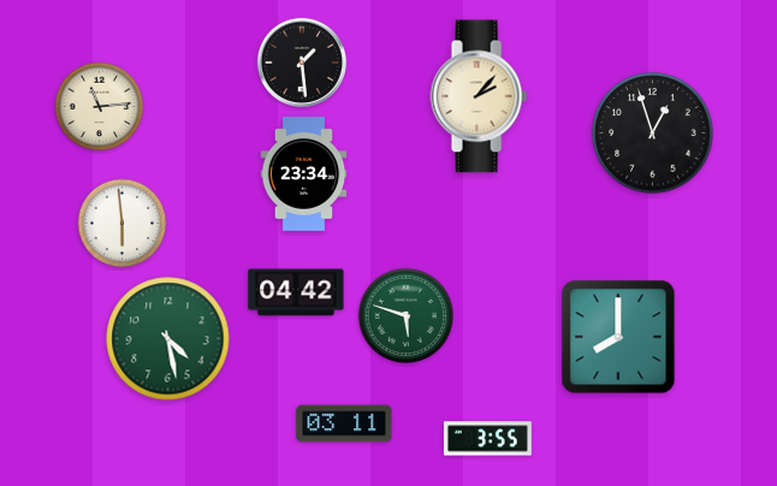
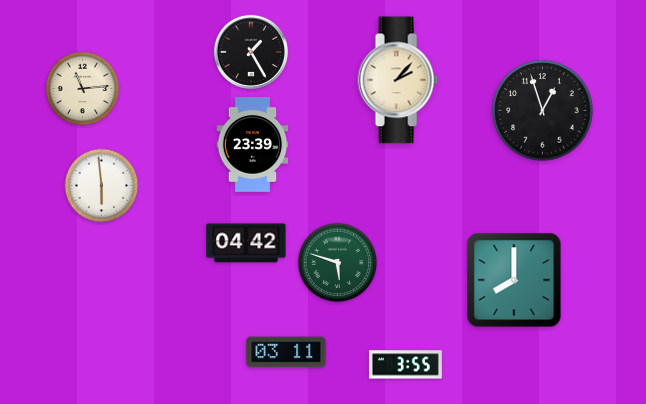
clock at (302, 63): 1:29 -> 1:25
clock at (304, 174): 23:34 -> 23:39
clock at (168, 339): 4:28 -> none
